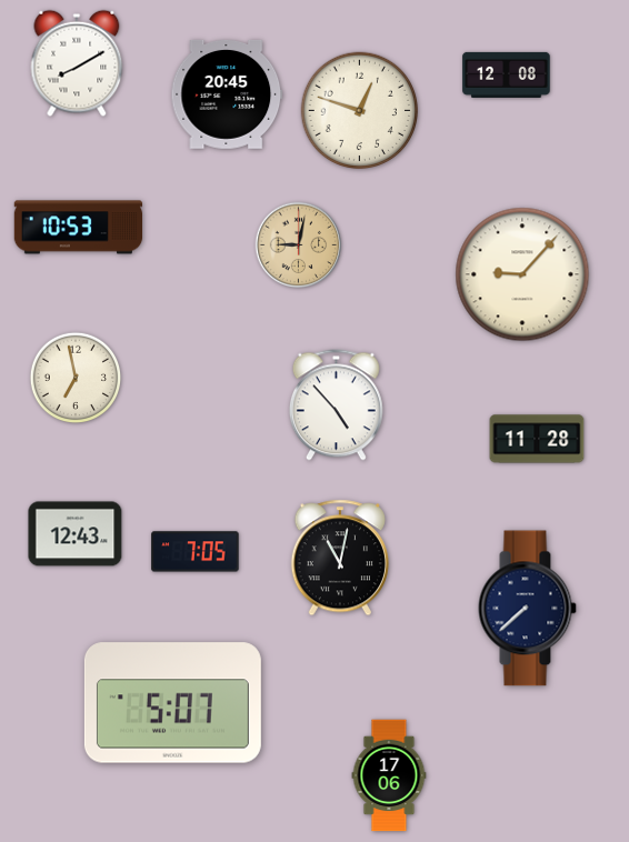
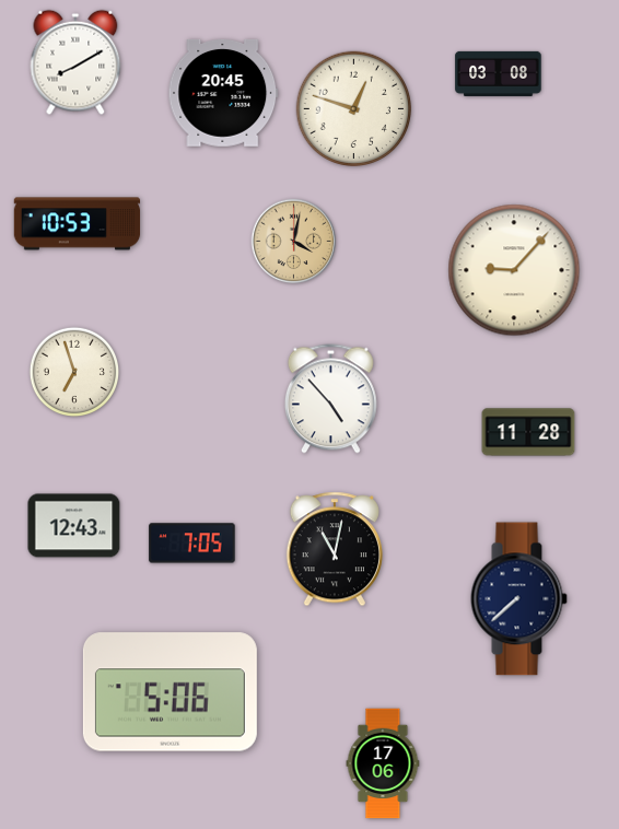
clock at (507, 74): 12:08 -> 03:08
clock at (299, 245): 9:02 -> 4:02
clock at (76, 378): 6:58 -> 6:57
clock at (172, 703): 5:07 -> 5:06
